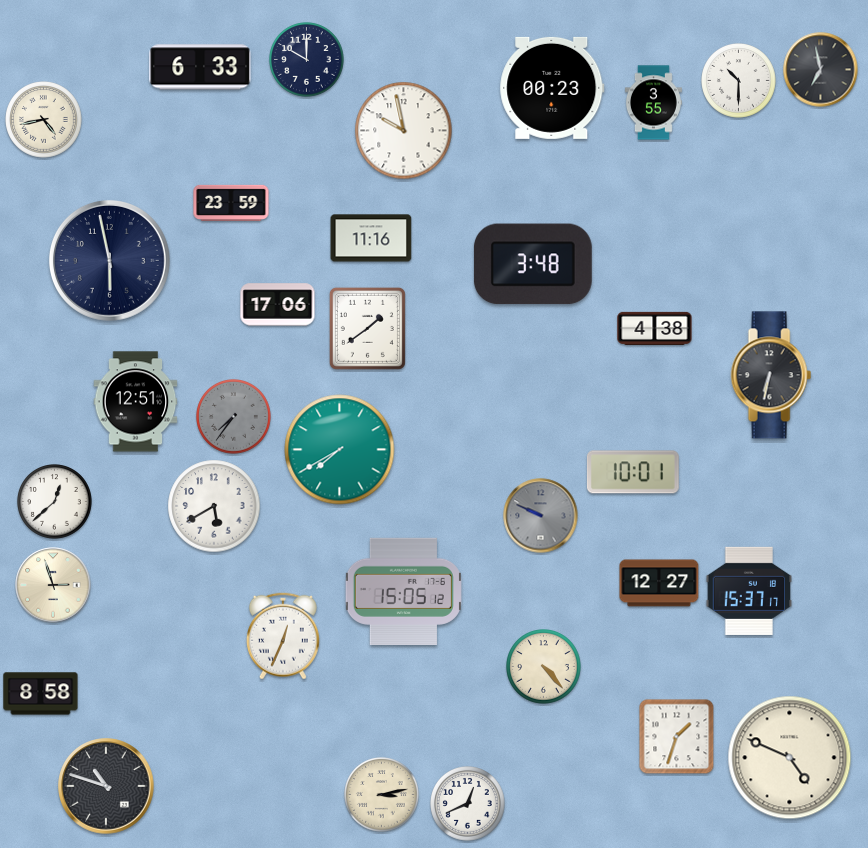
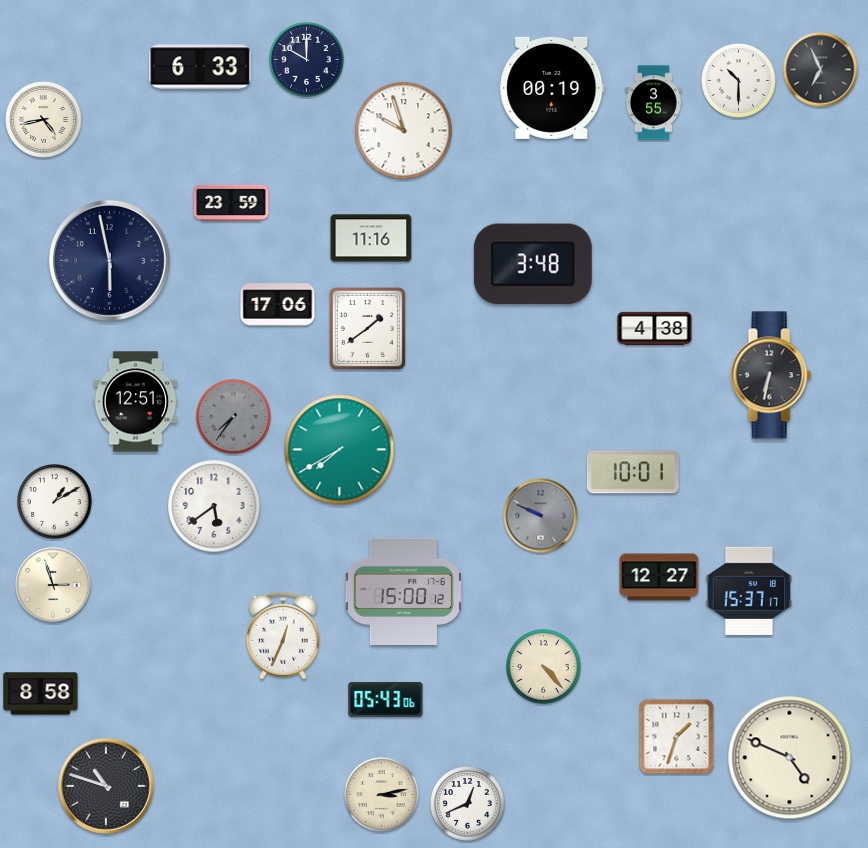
clock at (821, 70): 6:58 -> 6:56
clock at (552, 88): 00:23 -> 00:19
clock at (404, 131): 9:58 -> 9:57
clock at (55, 502): 12:38 -> 1:10
clock at (214, 506): 5:40 -> 5:39
clock at (659, 583) position: (659, 583) -> (659, 577)
clock at (403, 591): 15:05 -> 15:00
clock at (386, 700): none -> 05:43
